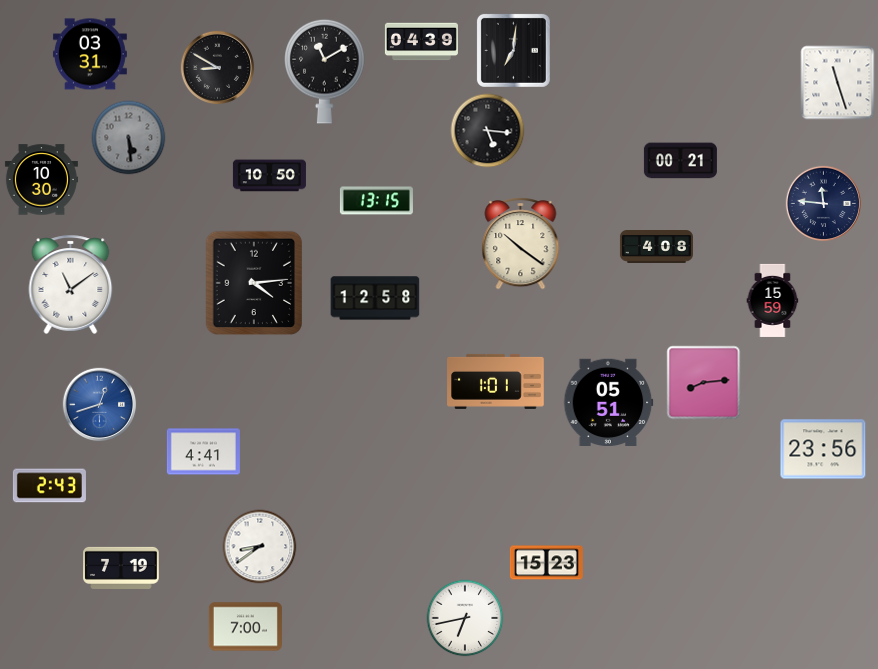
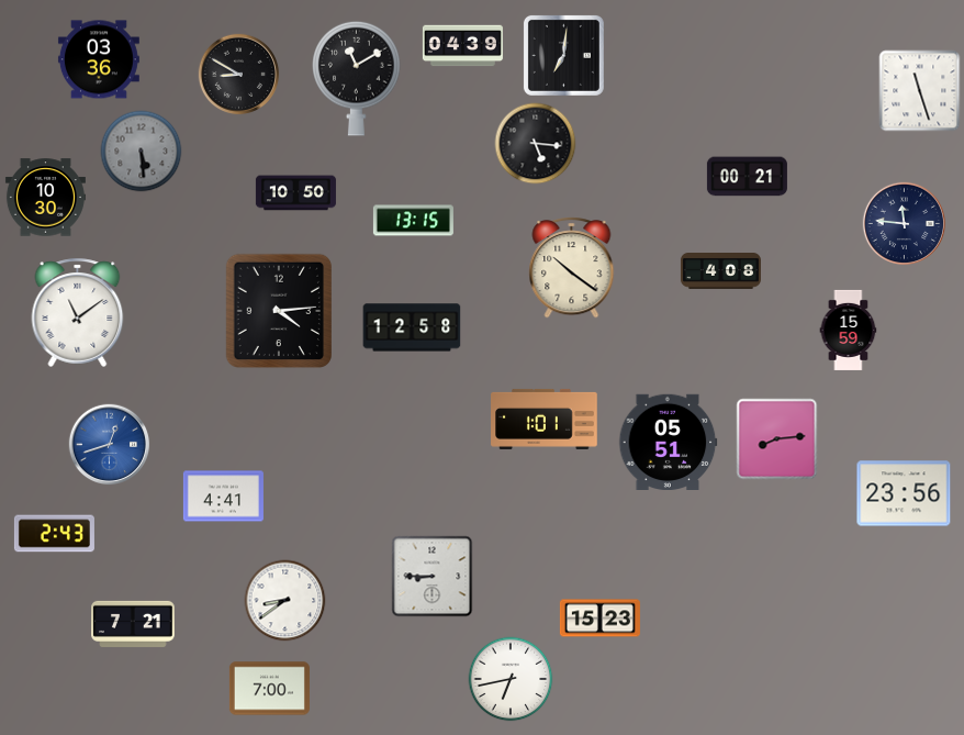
clock at (90, 54): 03:31 -> 03:36
clock at (704, 383) position: (704, 383) -> (777, 439)
clock at (433, 577): none -> 8:45
clock at (121, 568): 7:19 -> 7:21
